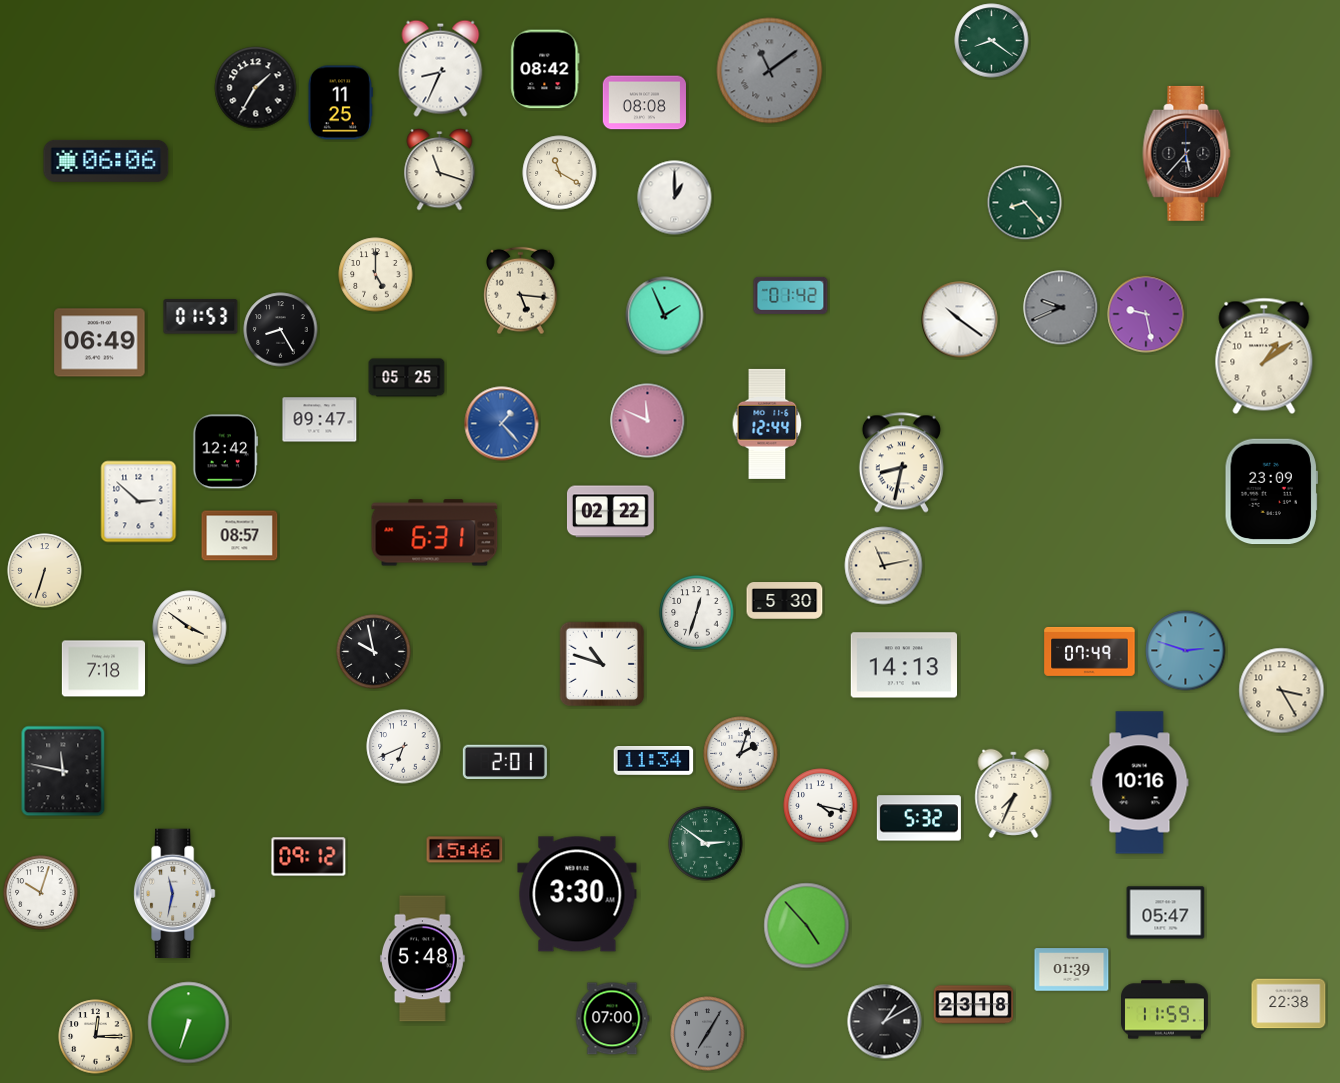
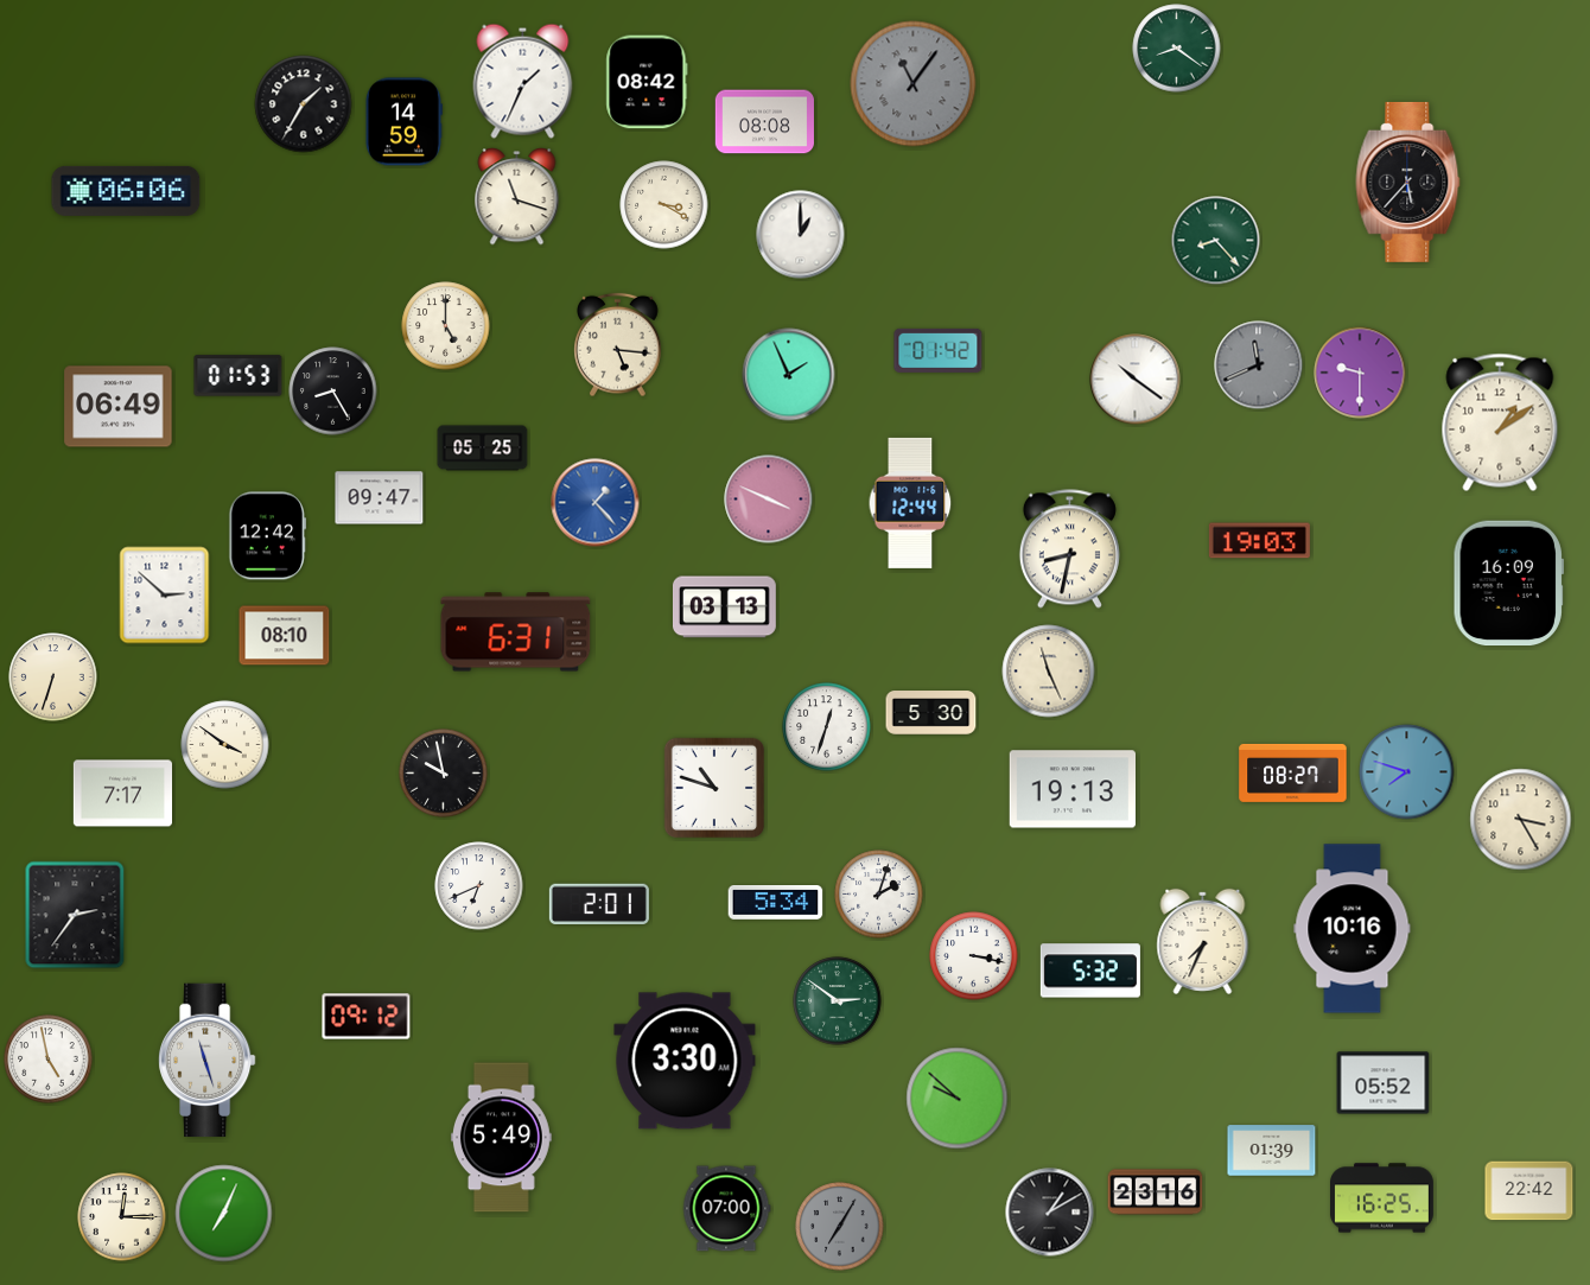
clock at (441, 68): 8:34 -> 1:34
clock at (770, 71): 11:09 -> 11:06
clock at (340, 103): 11:25 -> 14:59
clock at (440, 170) position: (440, 170) -> (517, 197)
clock at (560, 173): 11:20 -> 3:20
clock at (1061, 308): 9:41 -> 11:41
clock at (1146, 314): 9:28 -> 9:30
clock at (960, 320) position: (960, 320) -> (1136, 380)
clock at (648, 421): 11:49 -> 3:49
clock at (1259, 541): none -> 19:03
clock at (1271, 492): 23:09 -> 16:09
clock at (610, 512): 02:22 -> 03:13
clock at (240, 536): 08:57 -> 08:10
clock at (884, 566): 11:13 -> 11:26
clock at (1090, 651): 07:49 -> 08:27
clock at (1186, 651): 2:48 -> 7:48
clock at (903, 665): 14:13 -> 19:13
clock at (103, 669): 7:18 -> 7:17
clock at (654, 761): 11:34 -> 5:34
clock at (63, 771): 11:47 -> 2:36
clock at (821, 806): 4:17 -> 3:17
clock at (465, 850): 15:46 -> none
clock at (41, 893): 10:03 -> 4:58
clock at (175, 894): 11:32 -> 11:27
clock at (1166, 913): 05:47 -> 05:52
clock at (807, 926): 4:53 -> 9:52
clock at (422, 959): 5:48 -> 5:49
clock at (1289, 1004): 22:38 -> 22:42
clock at (974, 1005): 23:18 -> 23:16
clock at (1165, 1010): 11:59 -> 16:25
clock at (189, 1023): 6:33 -> 7:04
clock at (96, 1037) position: (96, 1037) -> (122, 1217)
